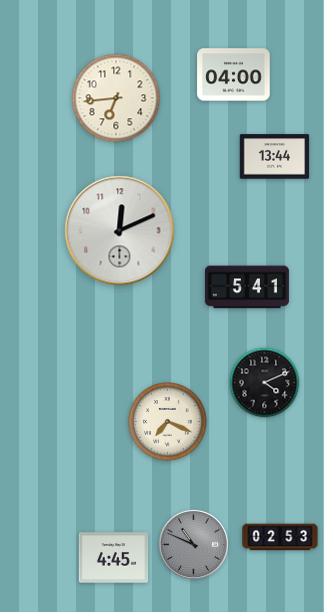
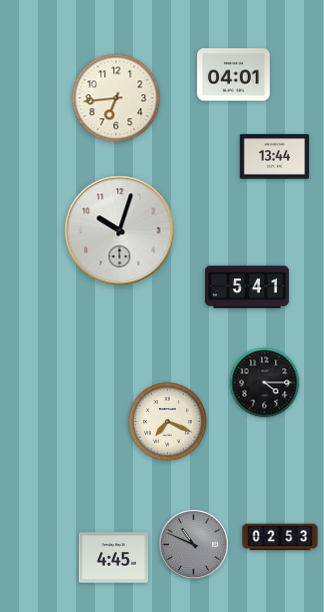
clock at (234, 75): 04:00 -> 04:01
clock at (120, 231): 12:11 -> 10:03
clock at (265, 383): 4:11 -> 4:15
